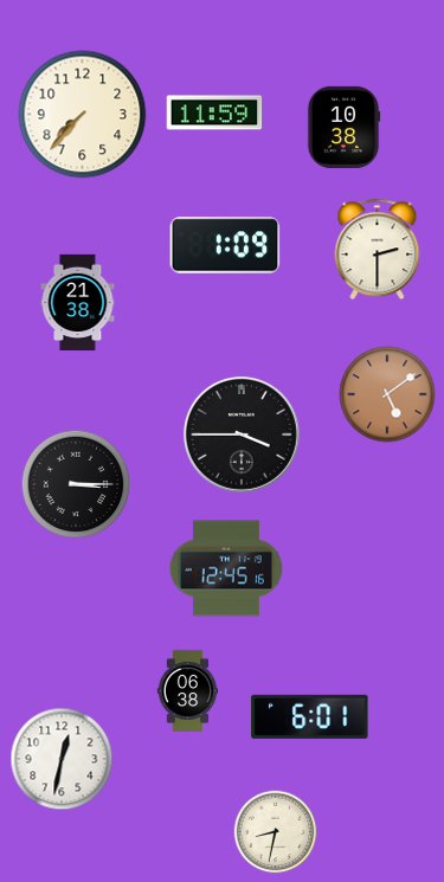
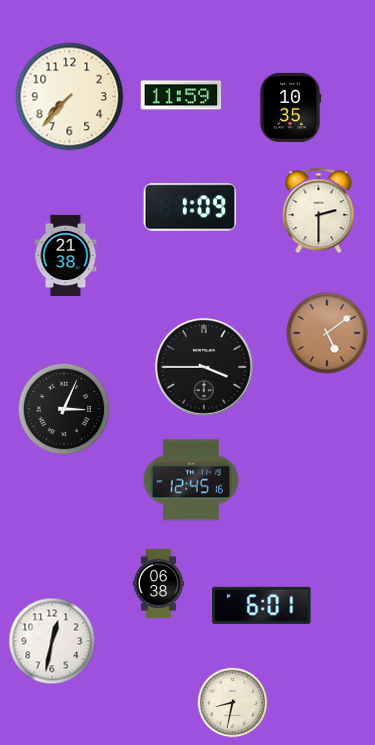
clock at (343, 127): 10:38 -> 10:35
clock at (76, 484): 3:15 -> 3:04
